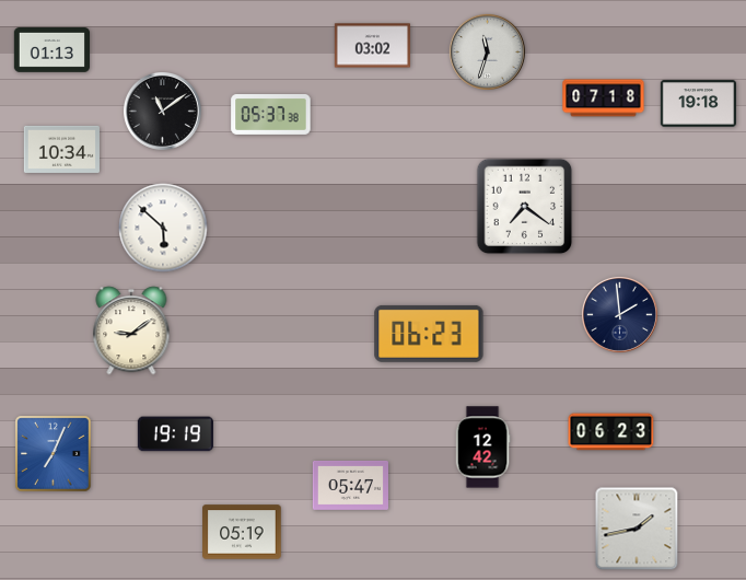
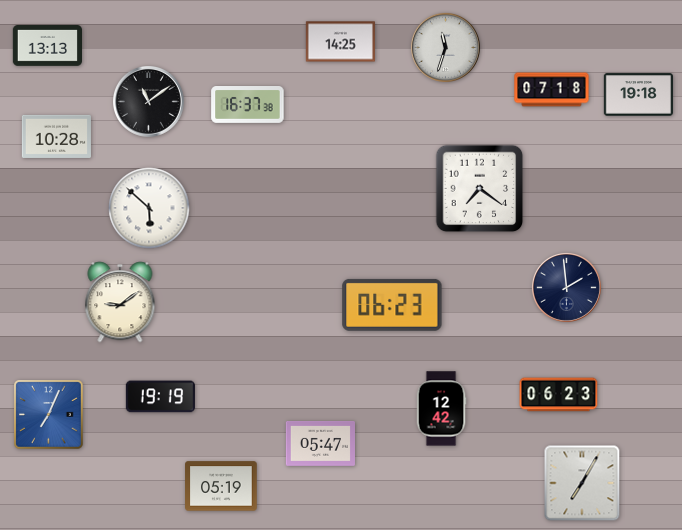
clock at (372, 46): 03:02 -> 14:25
clock at (51, 50): 01:13 -> 13:13
clock at (271, 115): 05:37 -> 16:37
clock at (61, 149): 10:34 -> 10:28
clock at (637, 529): 1:43 -> 7:05
